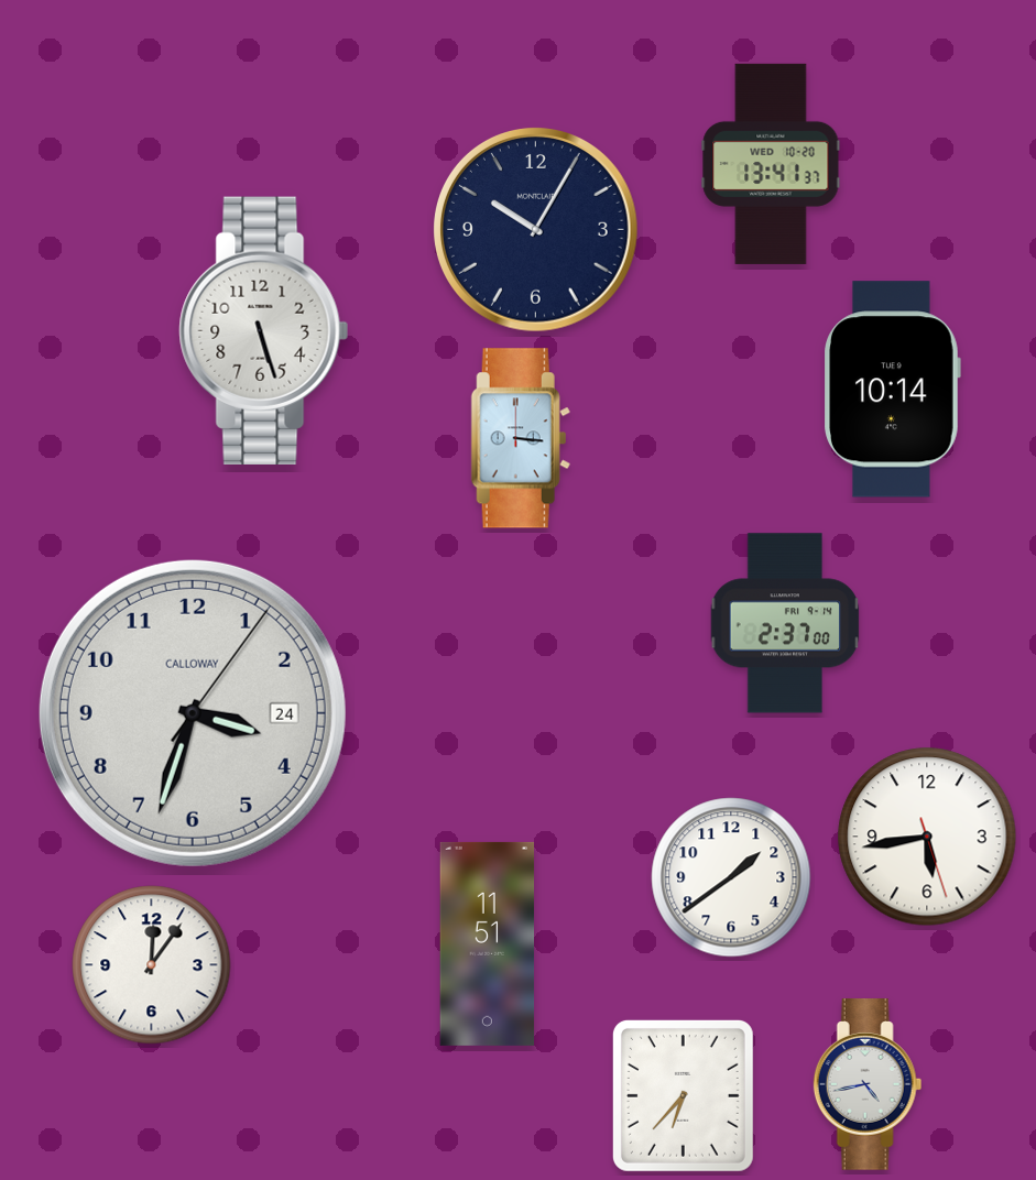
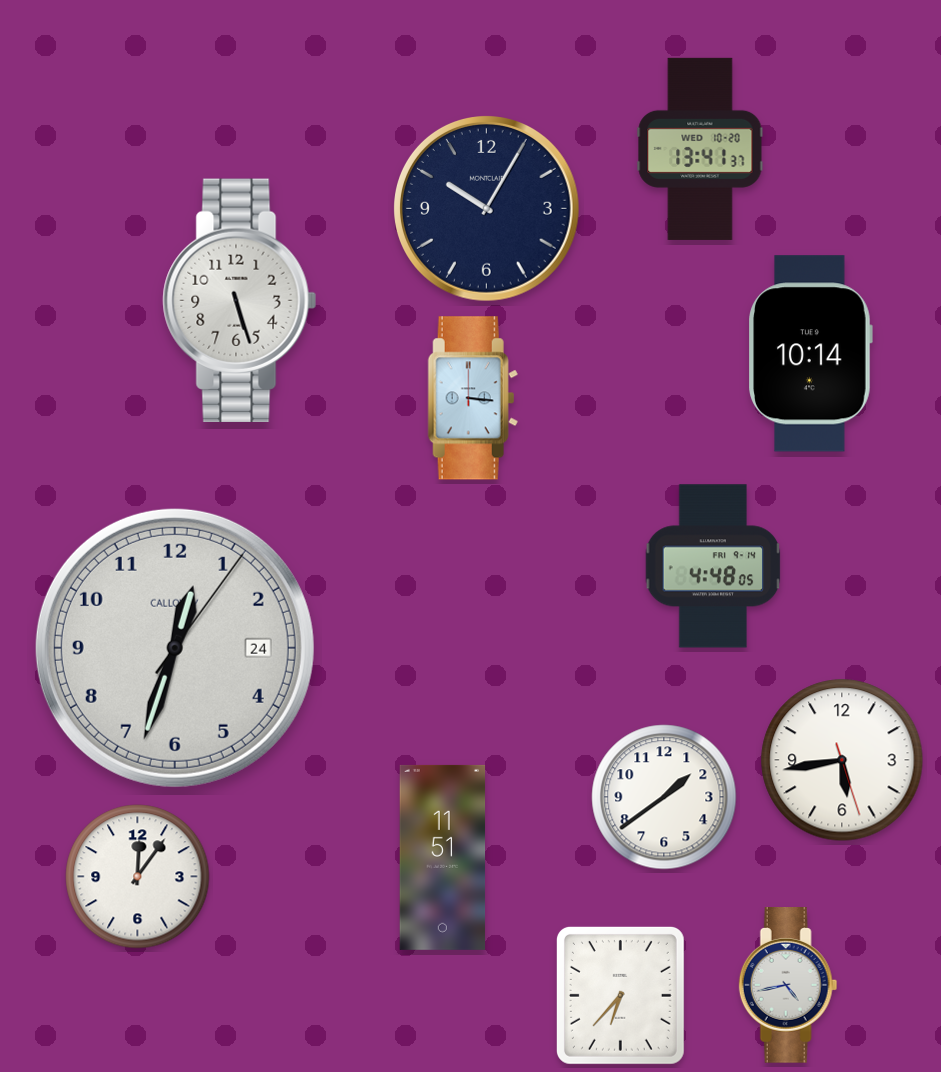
clock at (785, 623): 2:37 -> 4:48
clock at (193, 713): 3:33 -> 12:33
